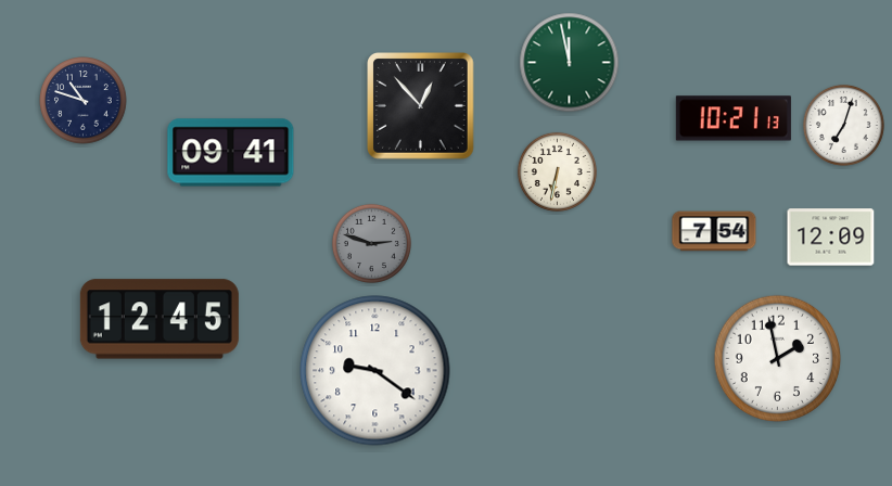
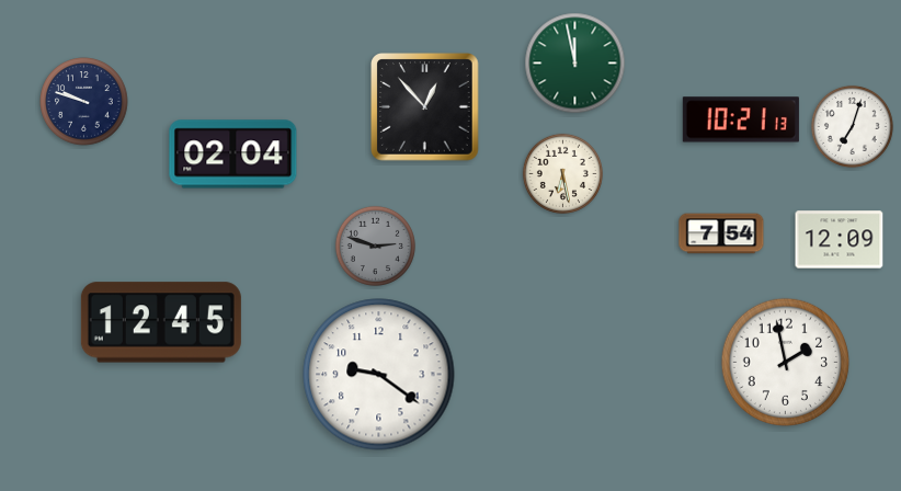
clock at (84, 101): 10:48 -> 9:48
clock at (231, 153): 09:41 -> 02:04
clock at (557, 171): 6:32 -> 6:28
